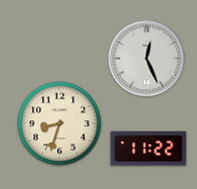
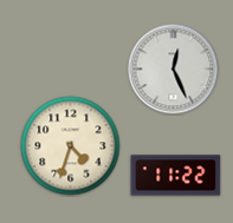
clock at (60, 124): 8:33 -> 4:33
